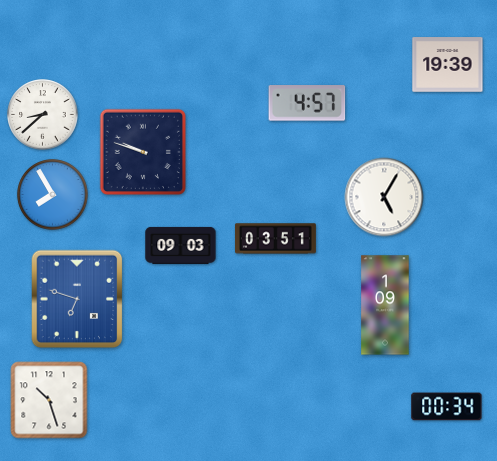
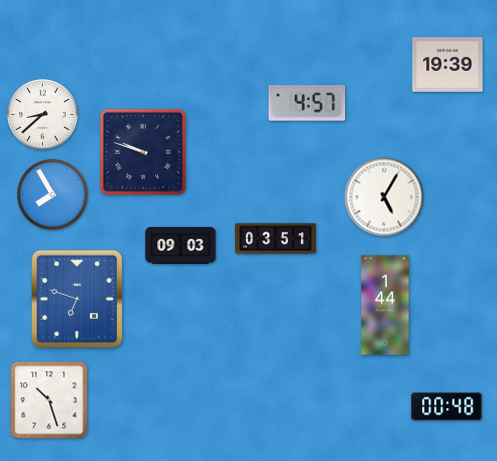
clock at (385, 305): 1:09 -> 1:44
clock at (447, 407): 00:34 -> 00:48
